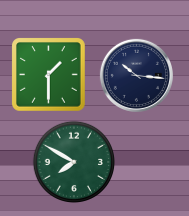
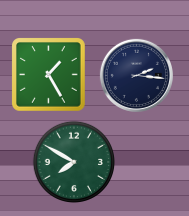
clock at (49, 75): 1:30 -> 1:25
clock at (136, 75): 10:16 -> 2:16
